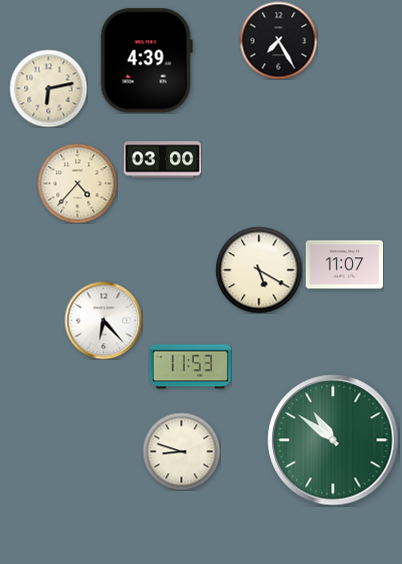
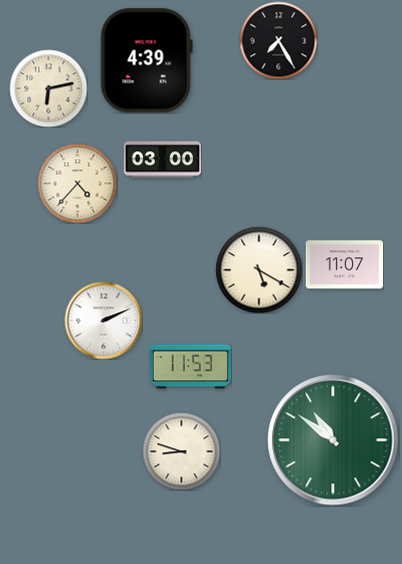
clock at (103, 320): 6:23 -> 2:11
